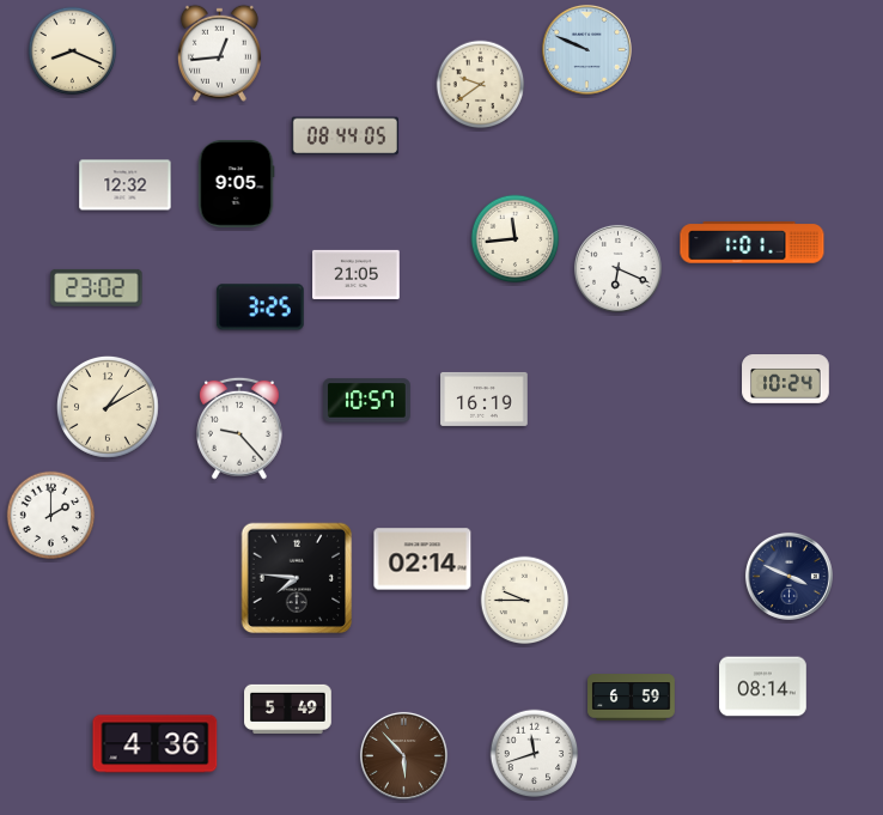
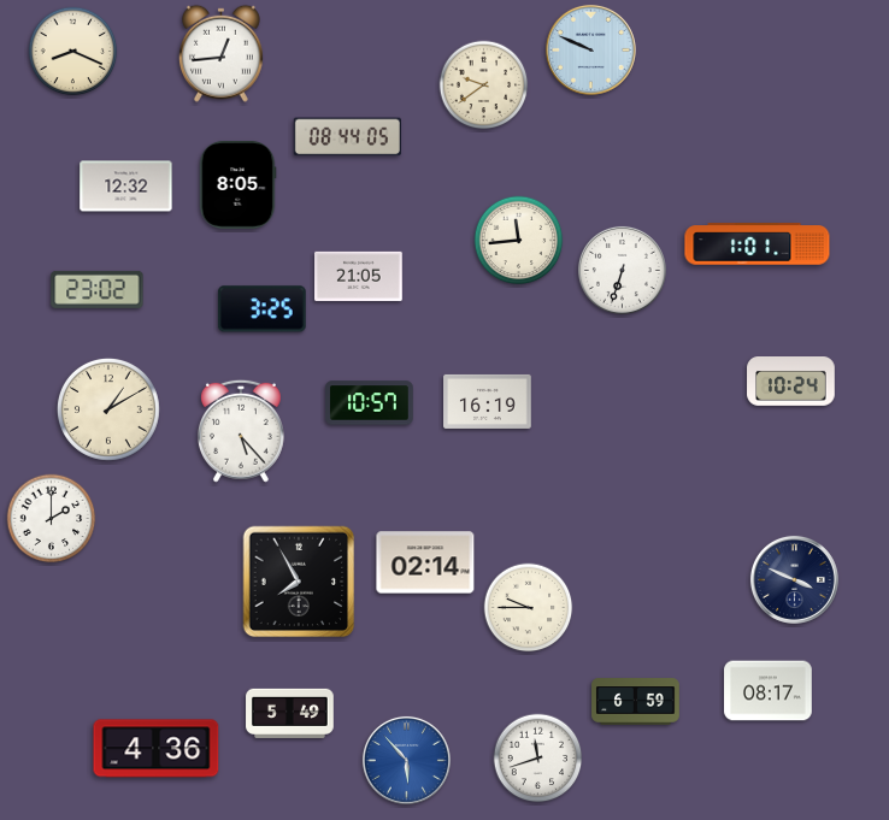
clock at (236, 184): 9:05 -> 8:05
clock at (617, 268): 6:19 -> 6:33
clock at (239, 428): 9:23 -> 5:23
clock at (297, 578): 7:46 -> 7:55
clock at (525, 601) position: (525, 601) -> (529, 608)
clock at (763, 687): 08:14 -> 08:17
clock at (403, 755) dial: brown -> blue
